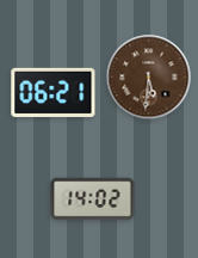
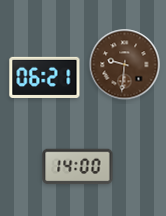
clock at (149, 78): 5:31 -> 9:31
clock at (93, 199): 14:02 -> 14:00
